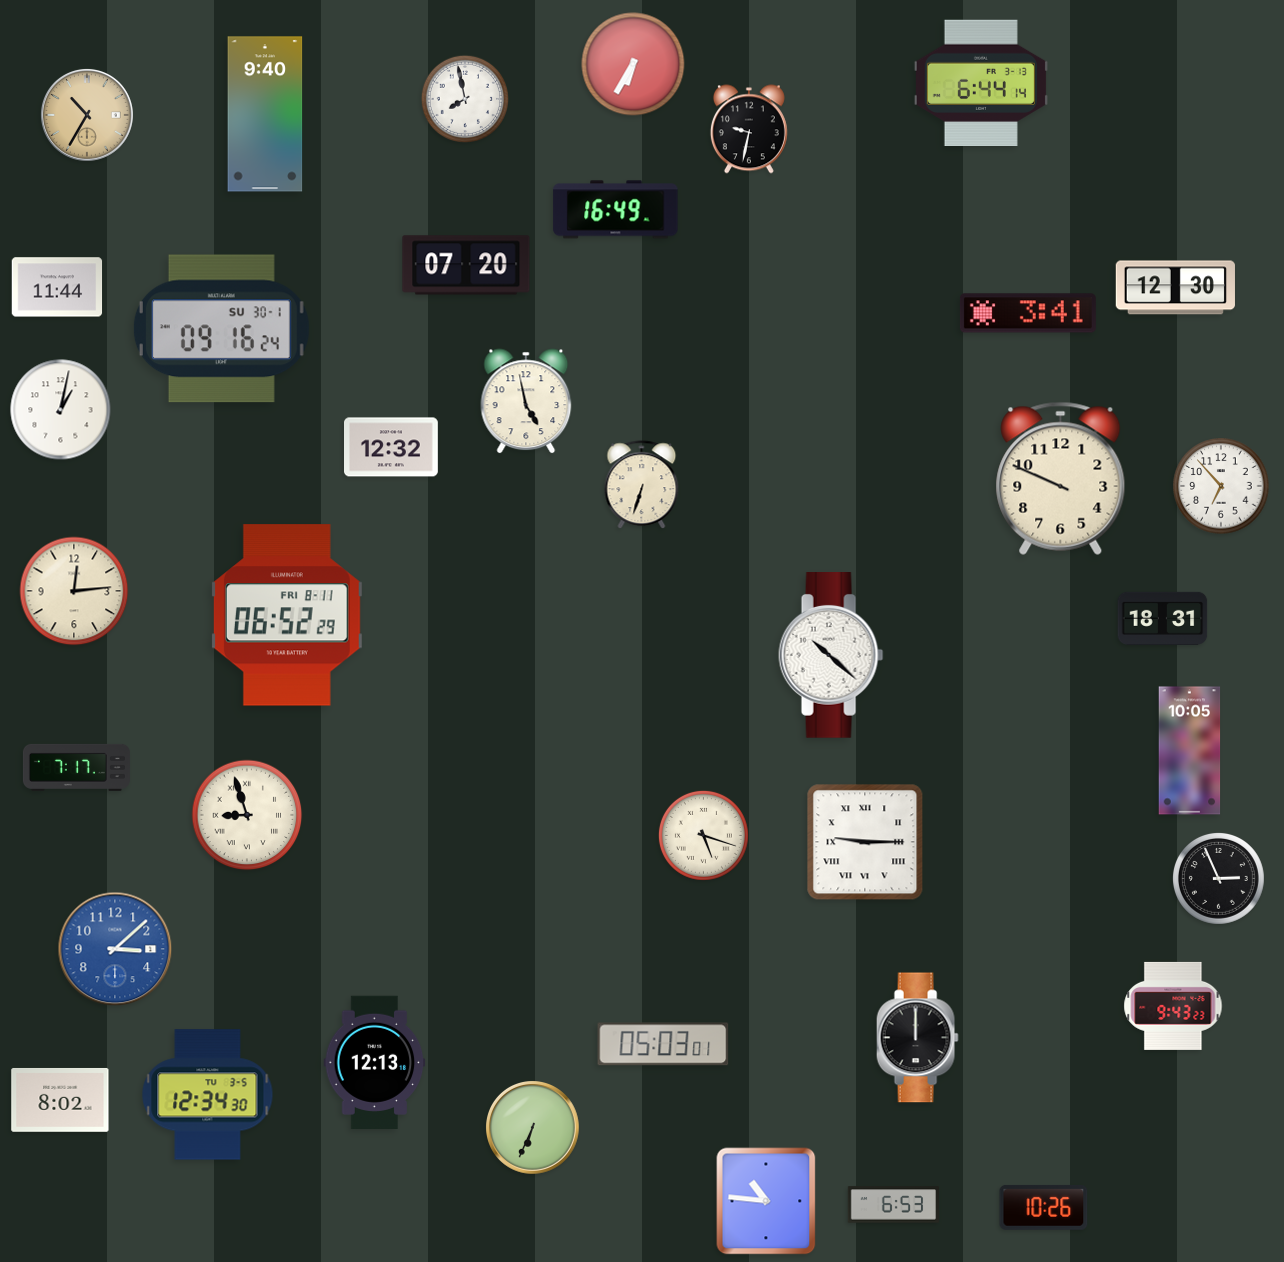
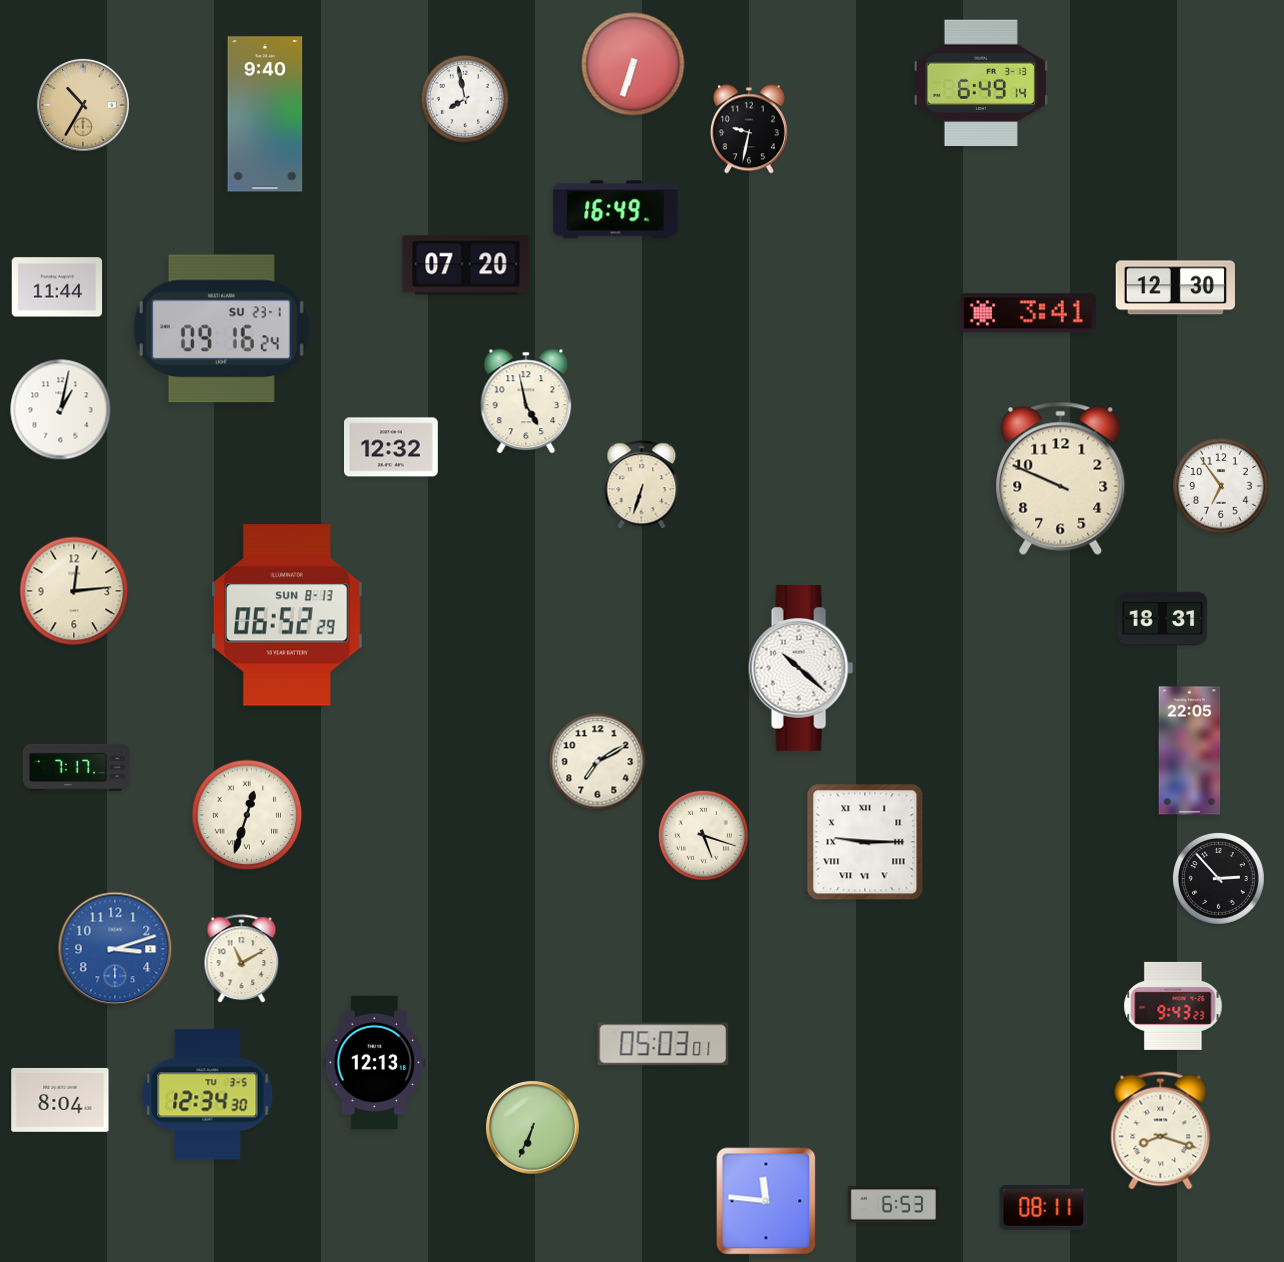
clock at (633, 64): 6:35 -> 6:33
clock at (981, 83): 6:44 -> 6:49
clock at (87, 115) position: (87, 115) -> (83, 105)
clock at (221, 329) date: SU 30-1 -> SU 23-1
clock at (1221, 486): 6:53 -> 6:54
clock at (287, 615) date: FRI 8-11 -> SUN 8-13
clock at (831, 656) position: (831, 656) -> (801, 669)
clock at (1190, 751): 10:05 -> 22:05
clock at (598, 762): none -> 7:10
clock at (247, 815): 8:57 -> 12:33
clock at (1218, 878): 2:56 -> 2:53
clock at (115, 949): 3:08 -> 3:12
clock at (242, 959): none -> 11:10
clock at (917, 1038): 12:00 -> none
clock at (60, 1100): 8:02 -> 8:04
clock at (1161, 1131): none -> 8:18
clock at (766, 1201): 10:46 -> 11:46
clock at (1044, 1207): 10:26 -> 08:11
